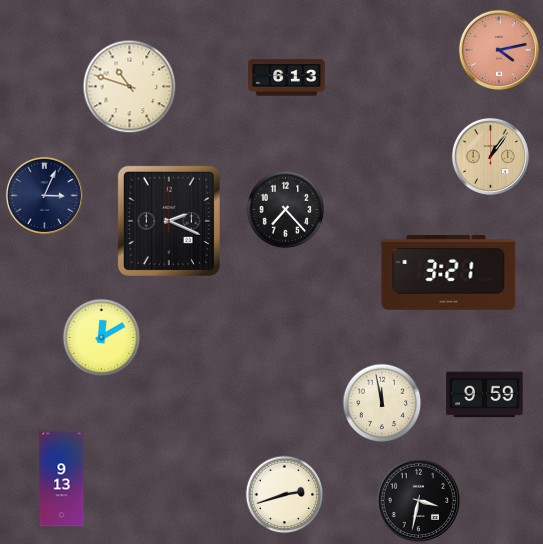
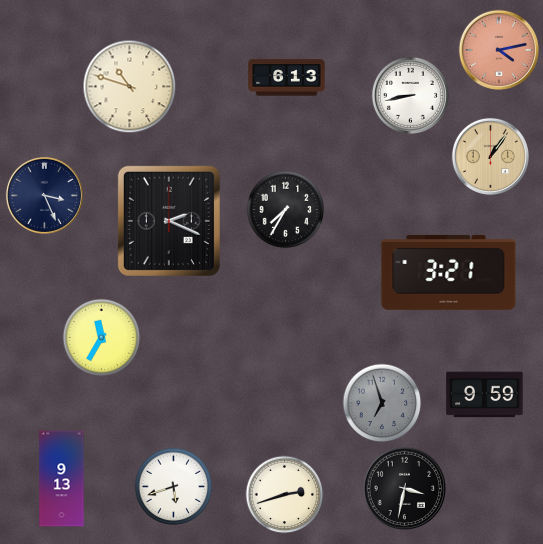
clock at (410, 95): none -> 8:43
clock at (44, 195): 3:04 -> 3:26
clock at (285, 209): 7:23 -> 7:35
clock at (101, 337): 12:10 -> 11:35
clock at (382, 403): 11:58 -> 6:57
clock at (382, 403) dial: cream -> grey
clock at (173, 486): none -> 5:42
clock at (418, 500) position: (418, 500) -> (404, 488)
